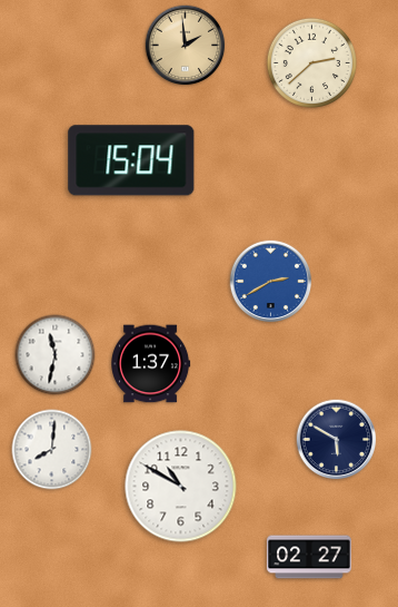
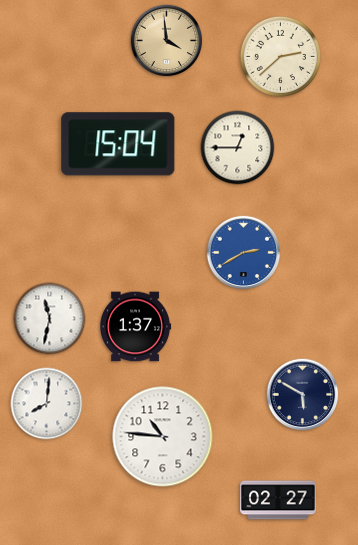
clock at (186, 46): 1:59 -> 3:59
clock at (238, 148): none -> 12:45
clock at (181, 487): 10:50 -> 10:46
